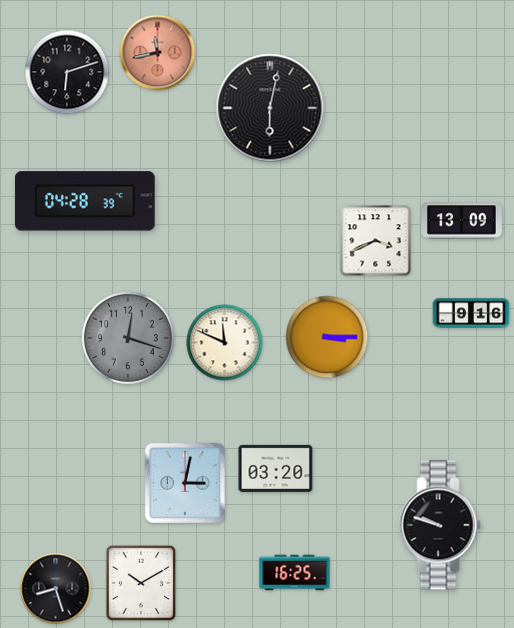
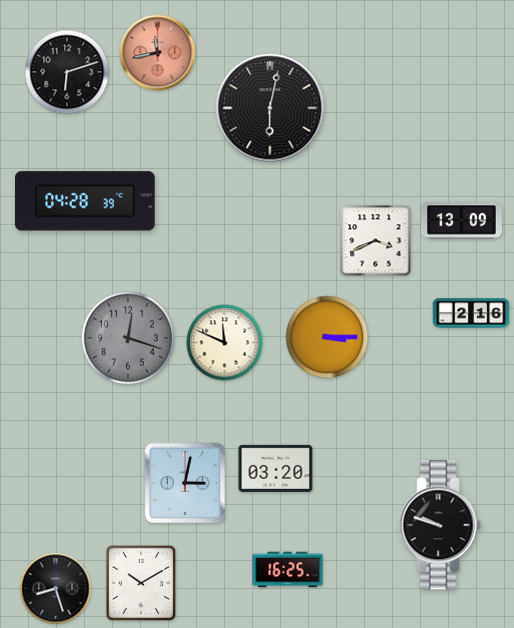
clock at (471, 313): 9:16 -> 2:16
clock at (295, 573) position: (295, 573) -> (288, 570)
